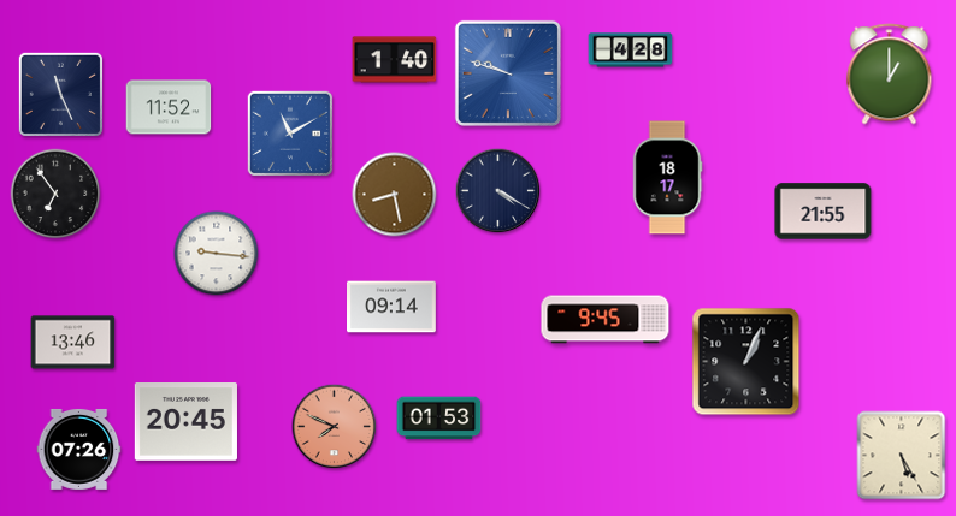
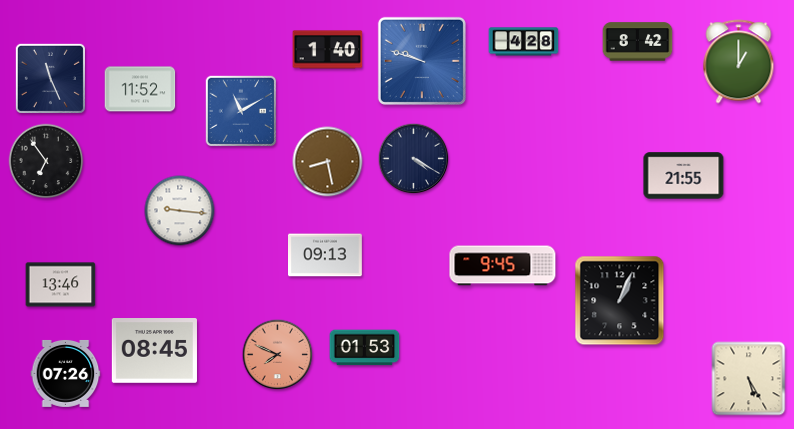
clock at (638, 42): none -> 8:42
clock at (667, 178): 18:17 -> none
clock at (393, 307): 09:14 -> 09:13
clock at (185, 422): 20:45 -> 08:45
